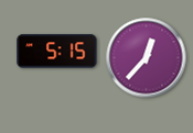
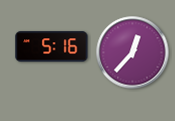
clock at (57, 52): 5:15 -> 5:16
